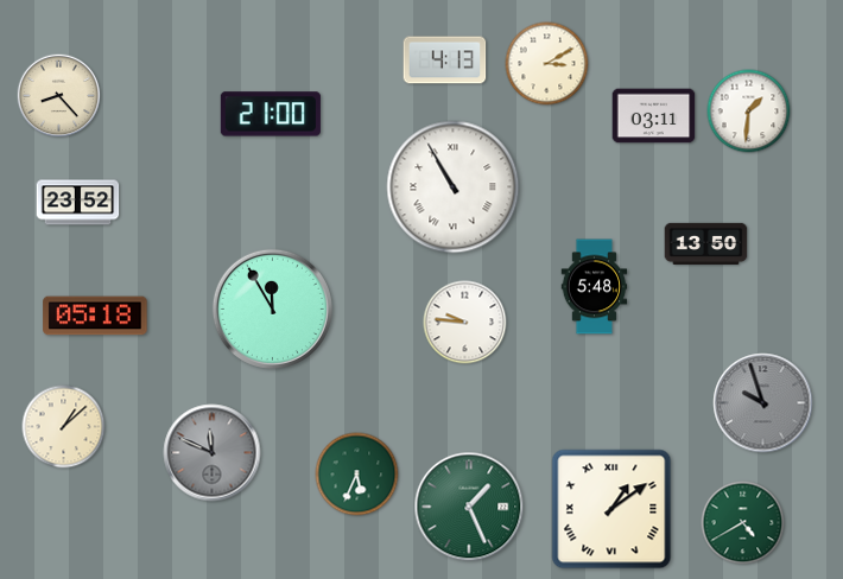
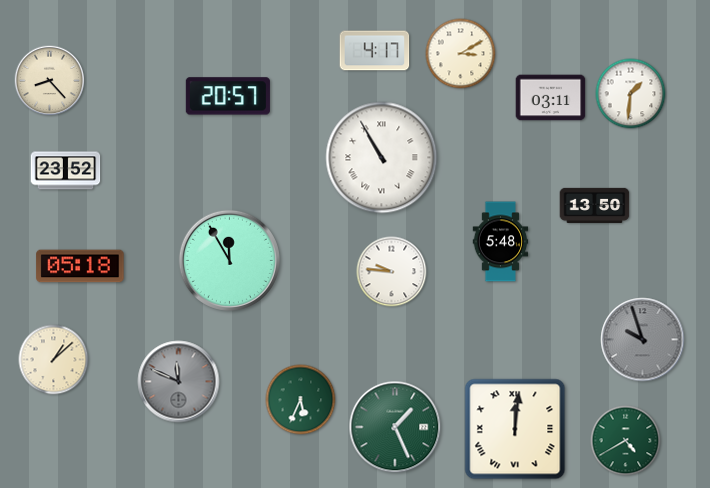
clock at (445, 61): 4:13 -> 4:17
clock at (271, 114): 21:00 -> 20:57
clock at (611, 509): 1:09 -> 12:01
